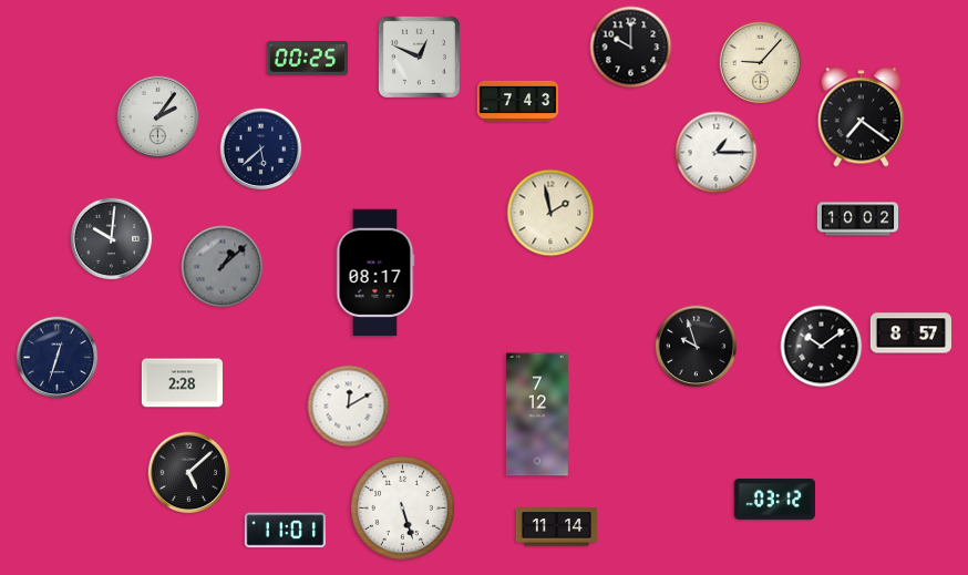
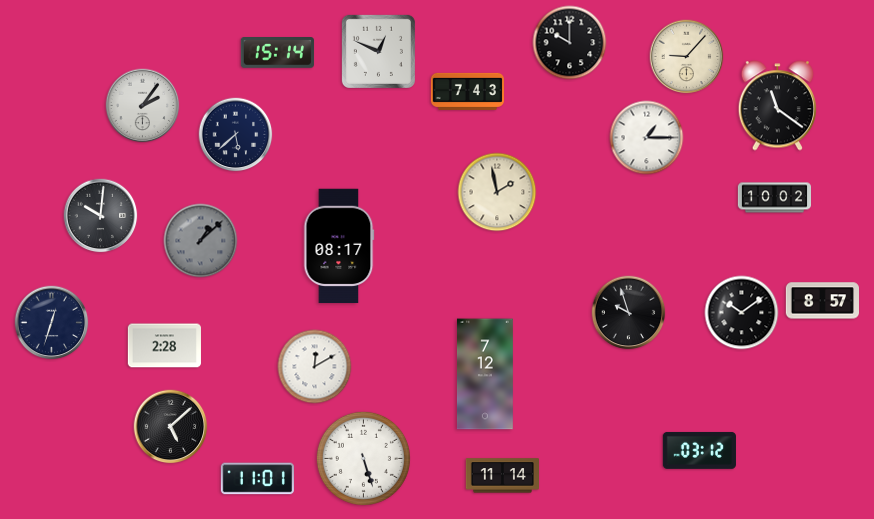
clock at (307, 59): 00:25 -> 15:14
clock at (861, 117): 7:21 -> 11:21
